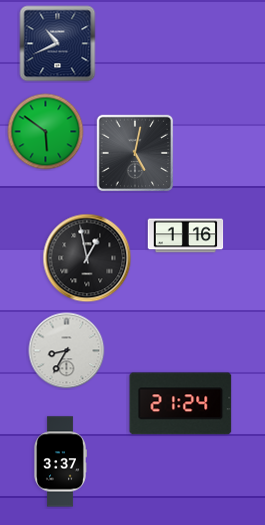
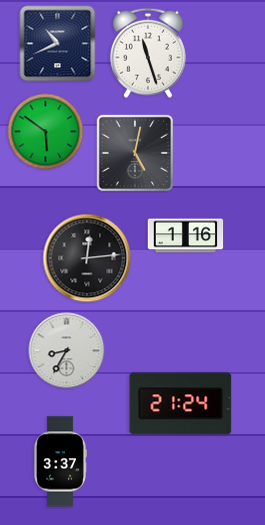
clock at (148, 53): none -> 11:27
clock at (87, 258): 12:58 -> 12:14
